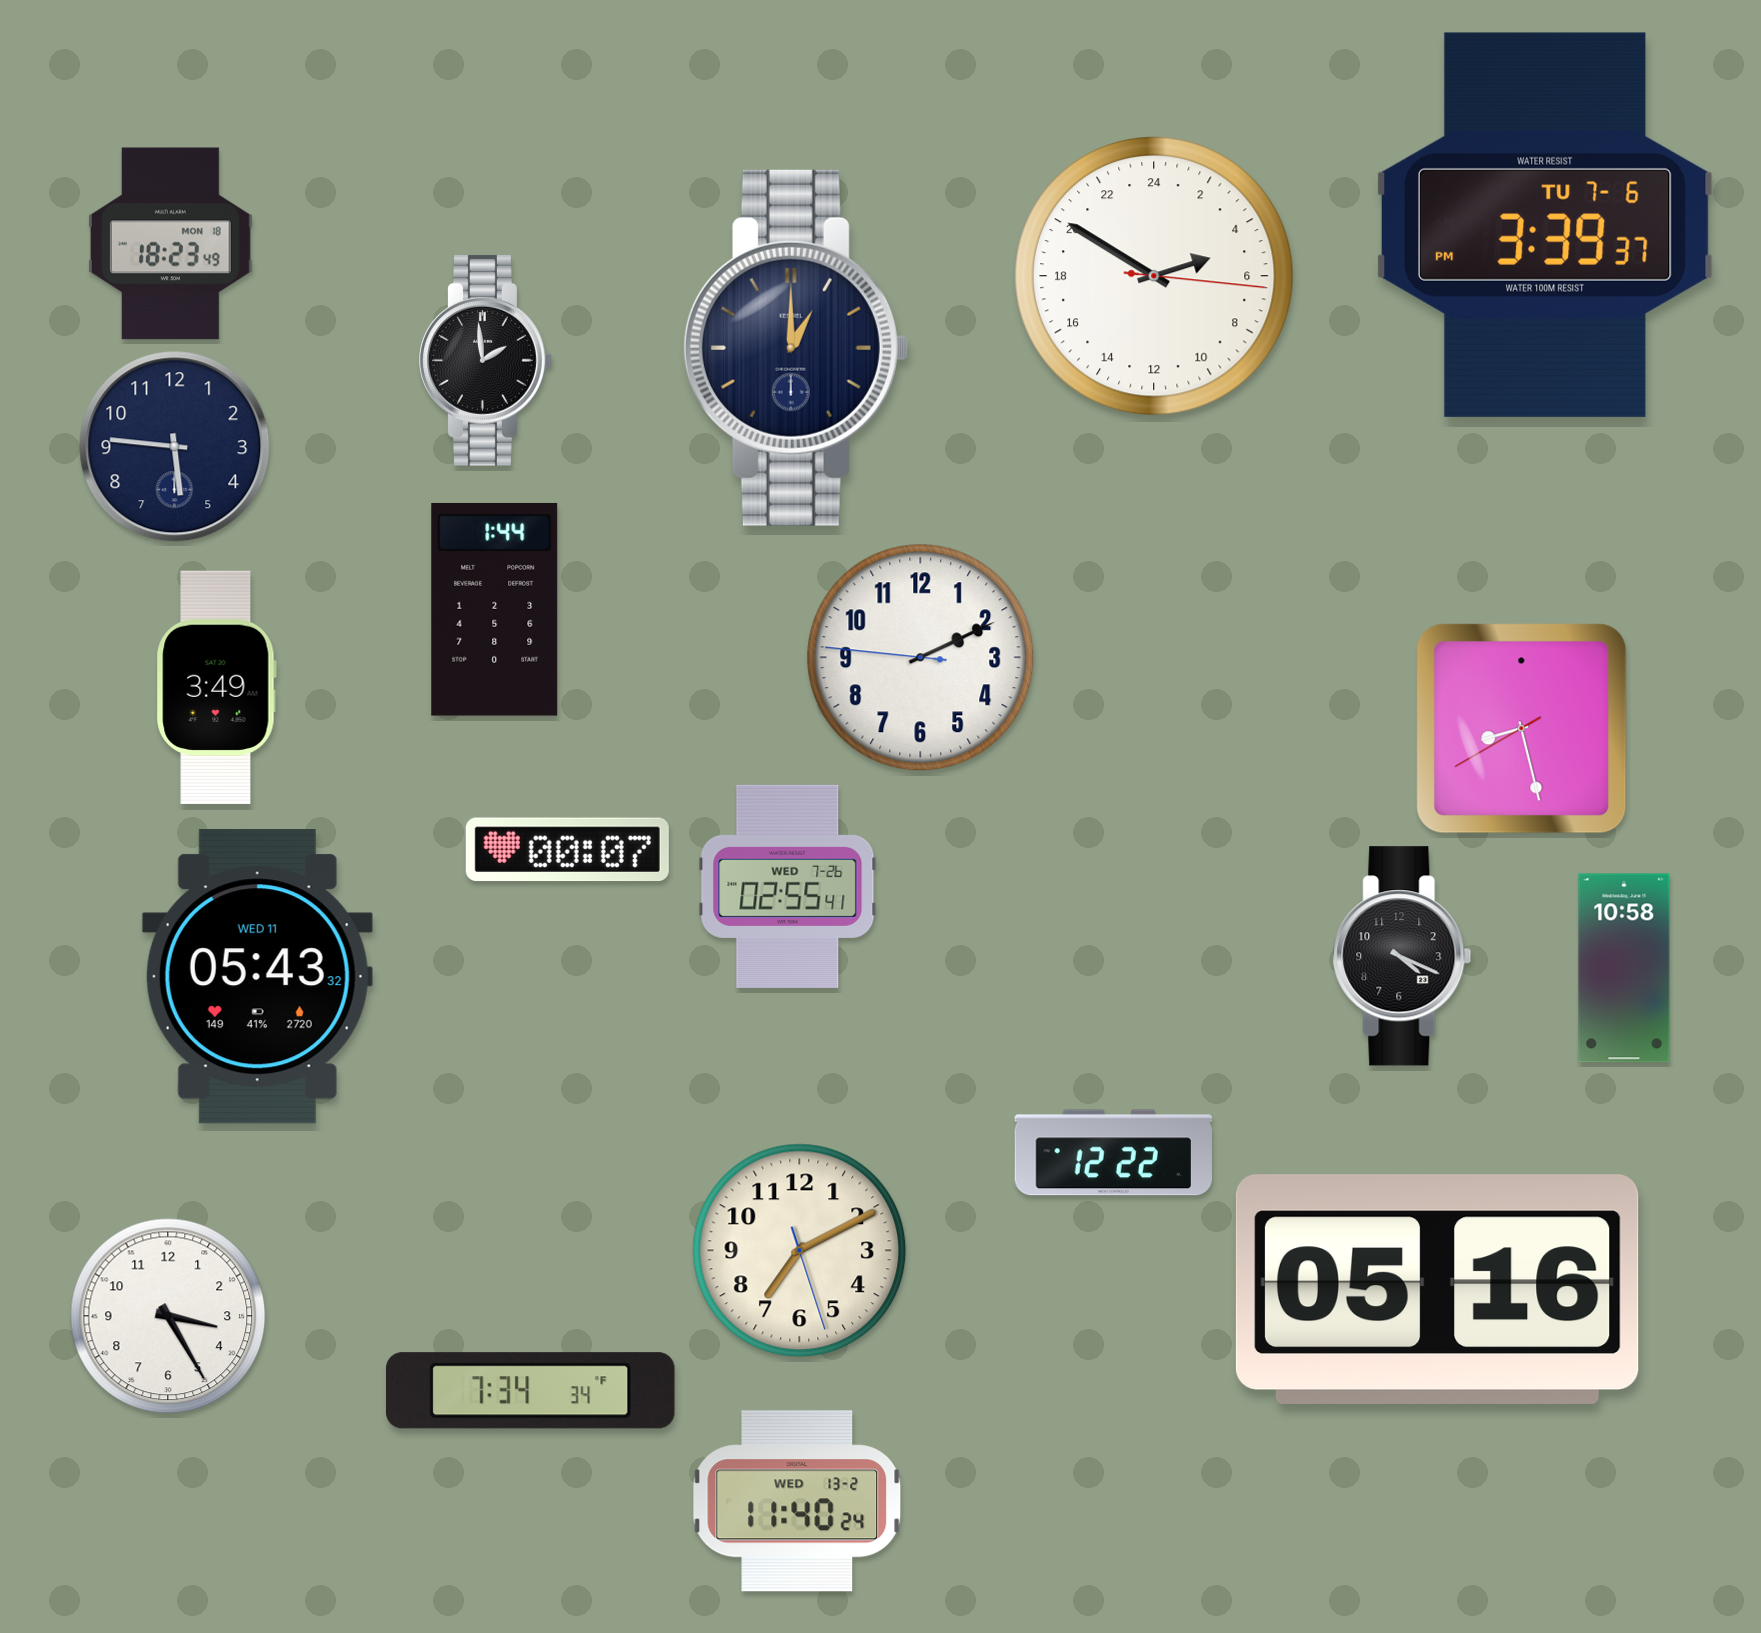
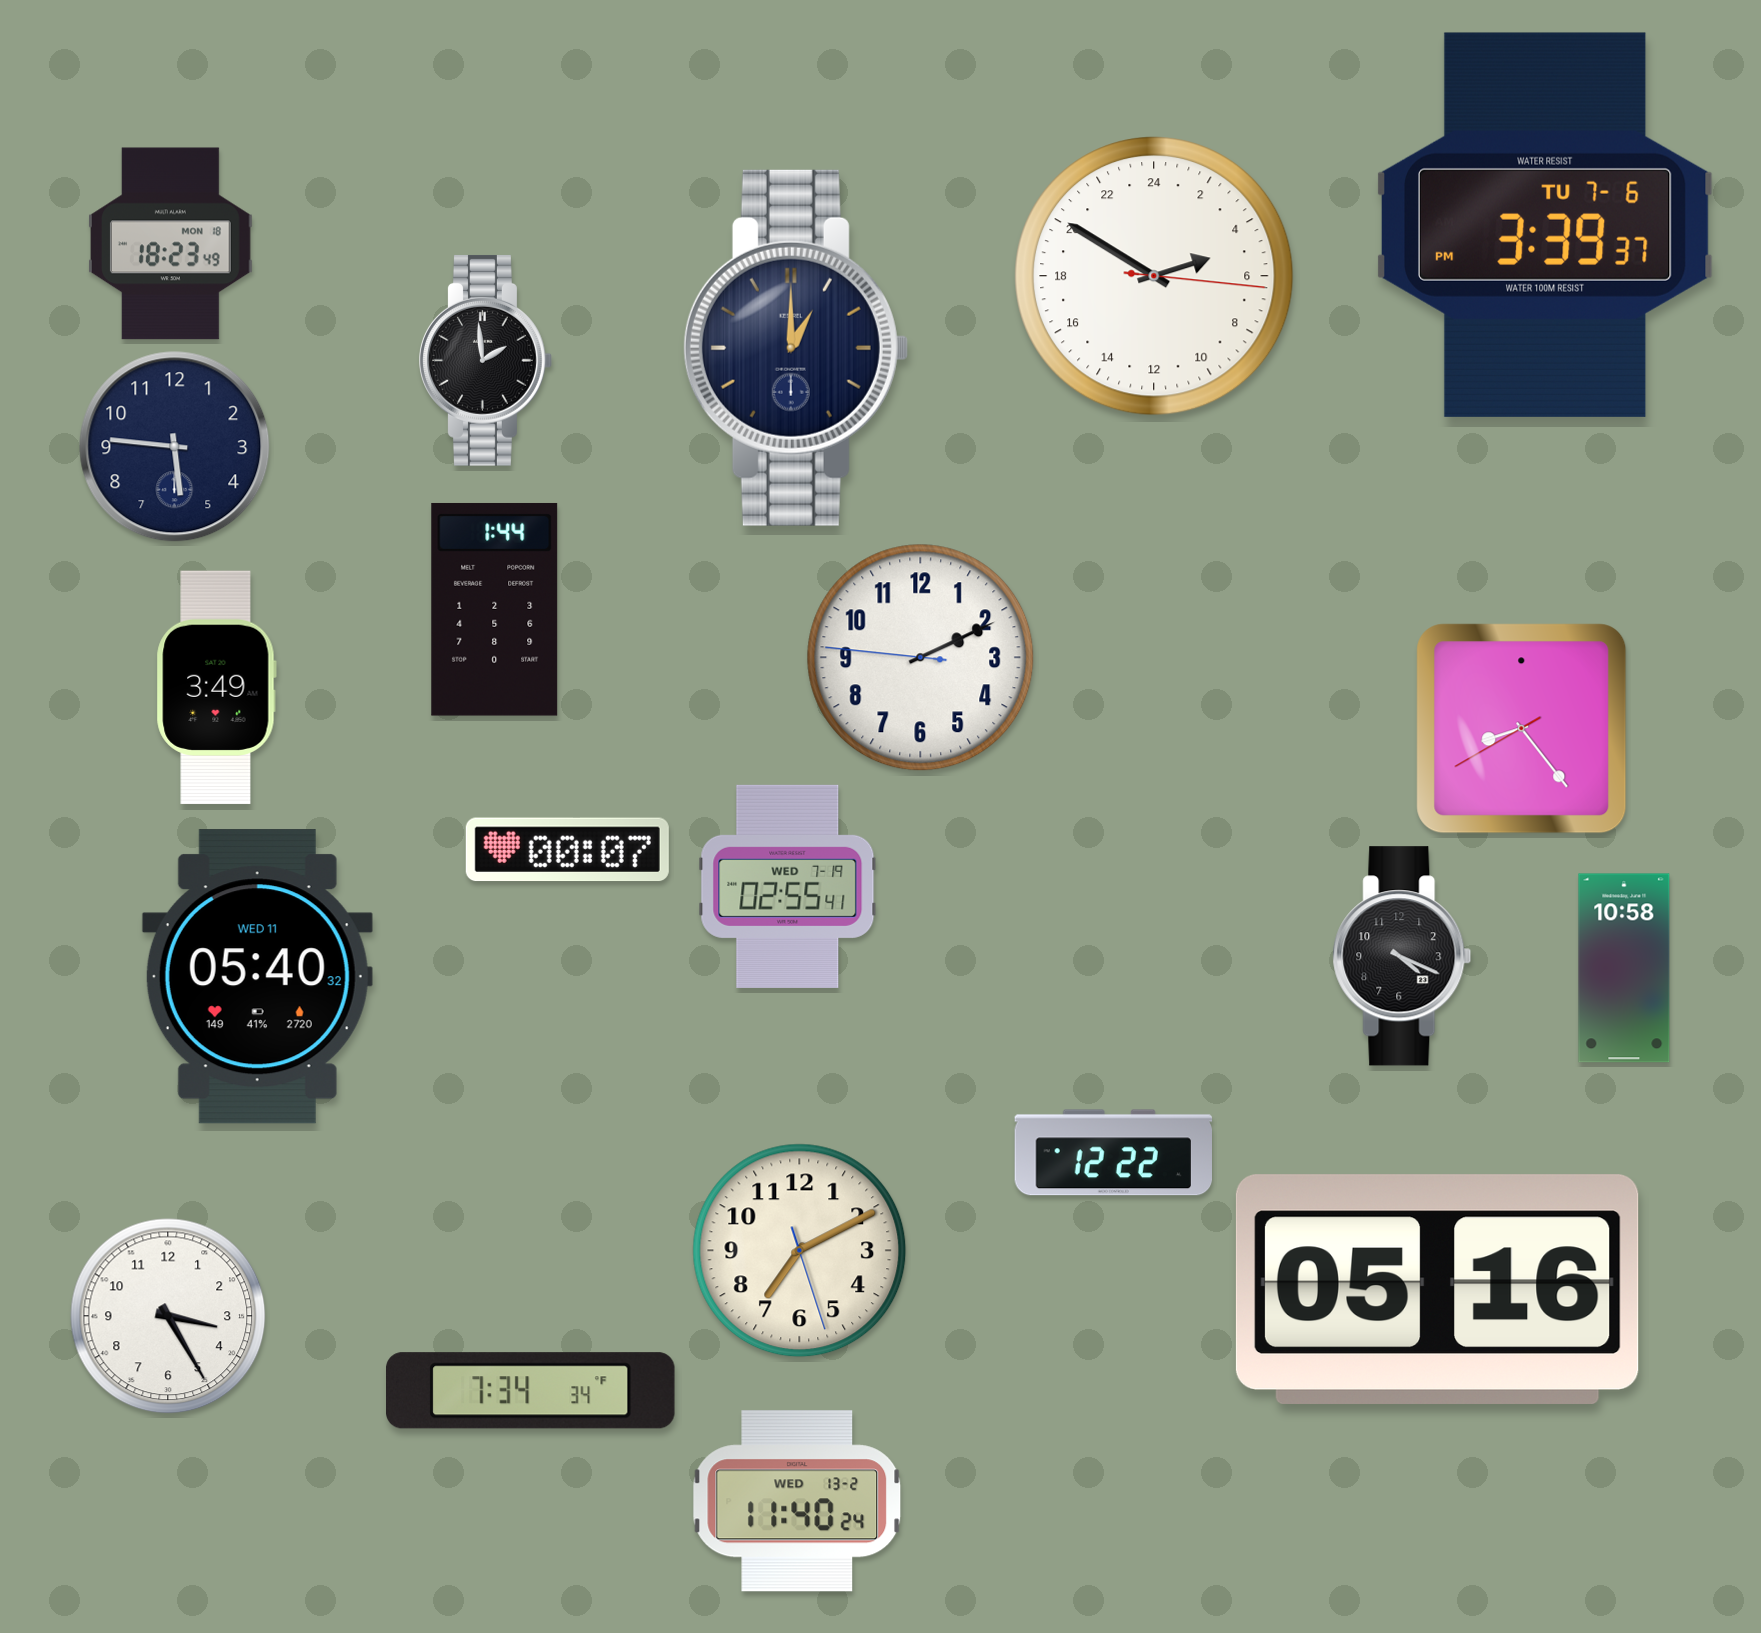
clock at (1522, 729): 8:27 -> 8:23
clock at (788, 886) date: WED 7-26 -> WED 7-19
clock at (257, 977): 05:43 -> 05:40
